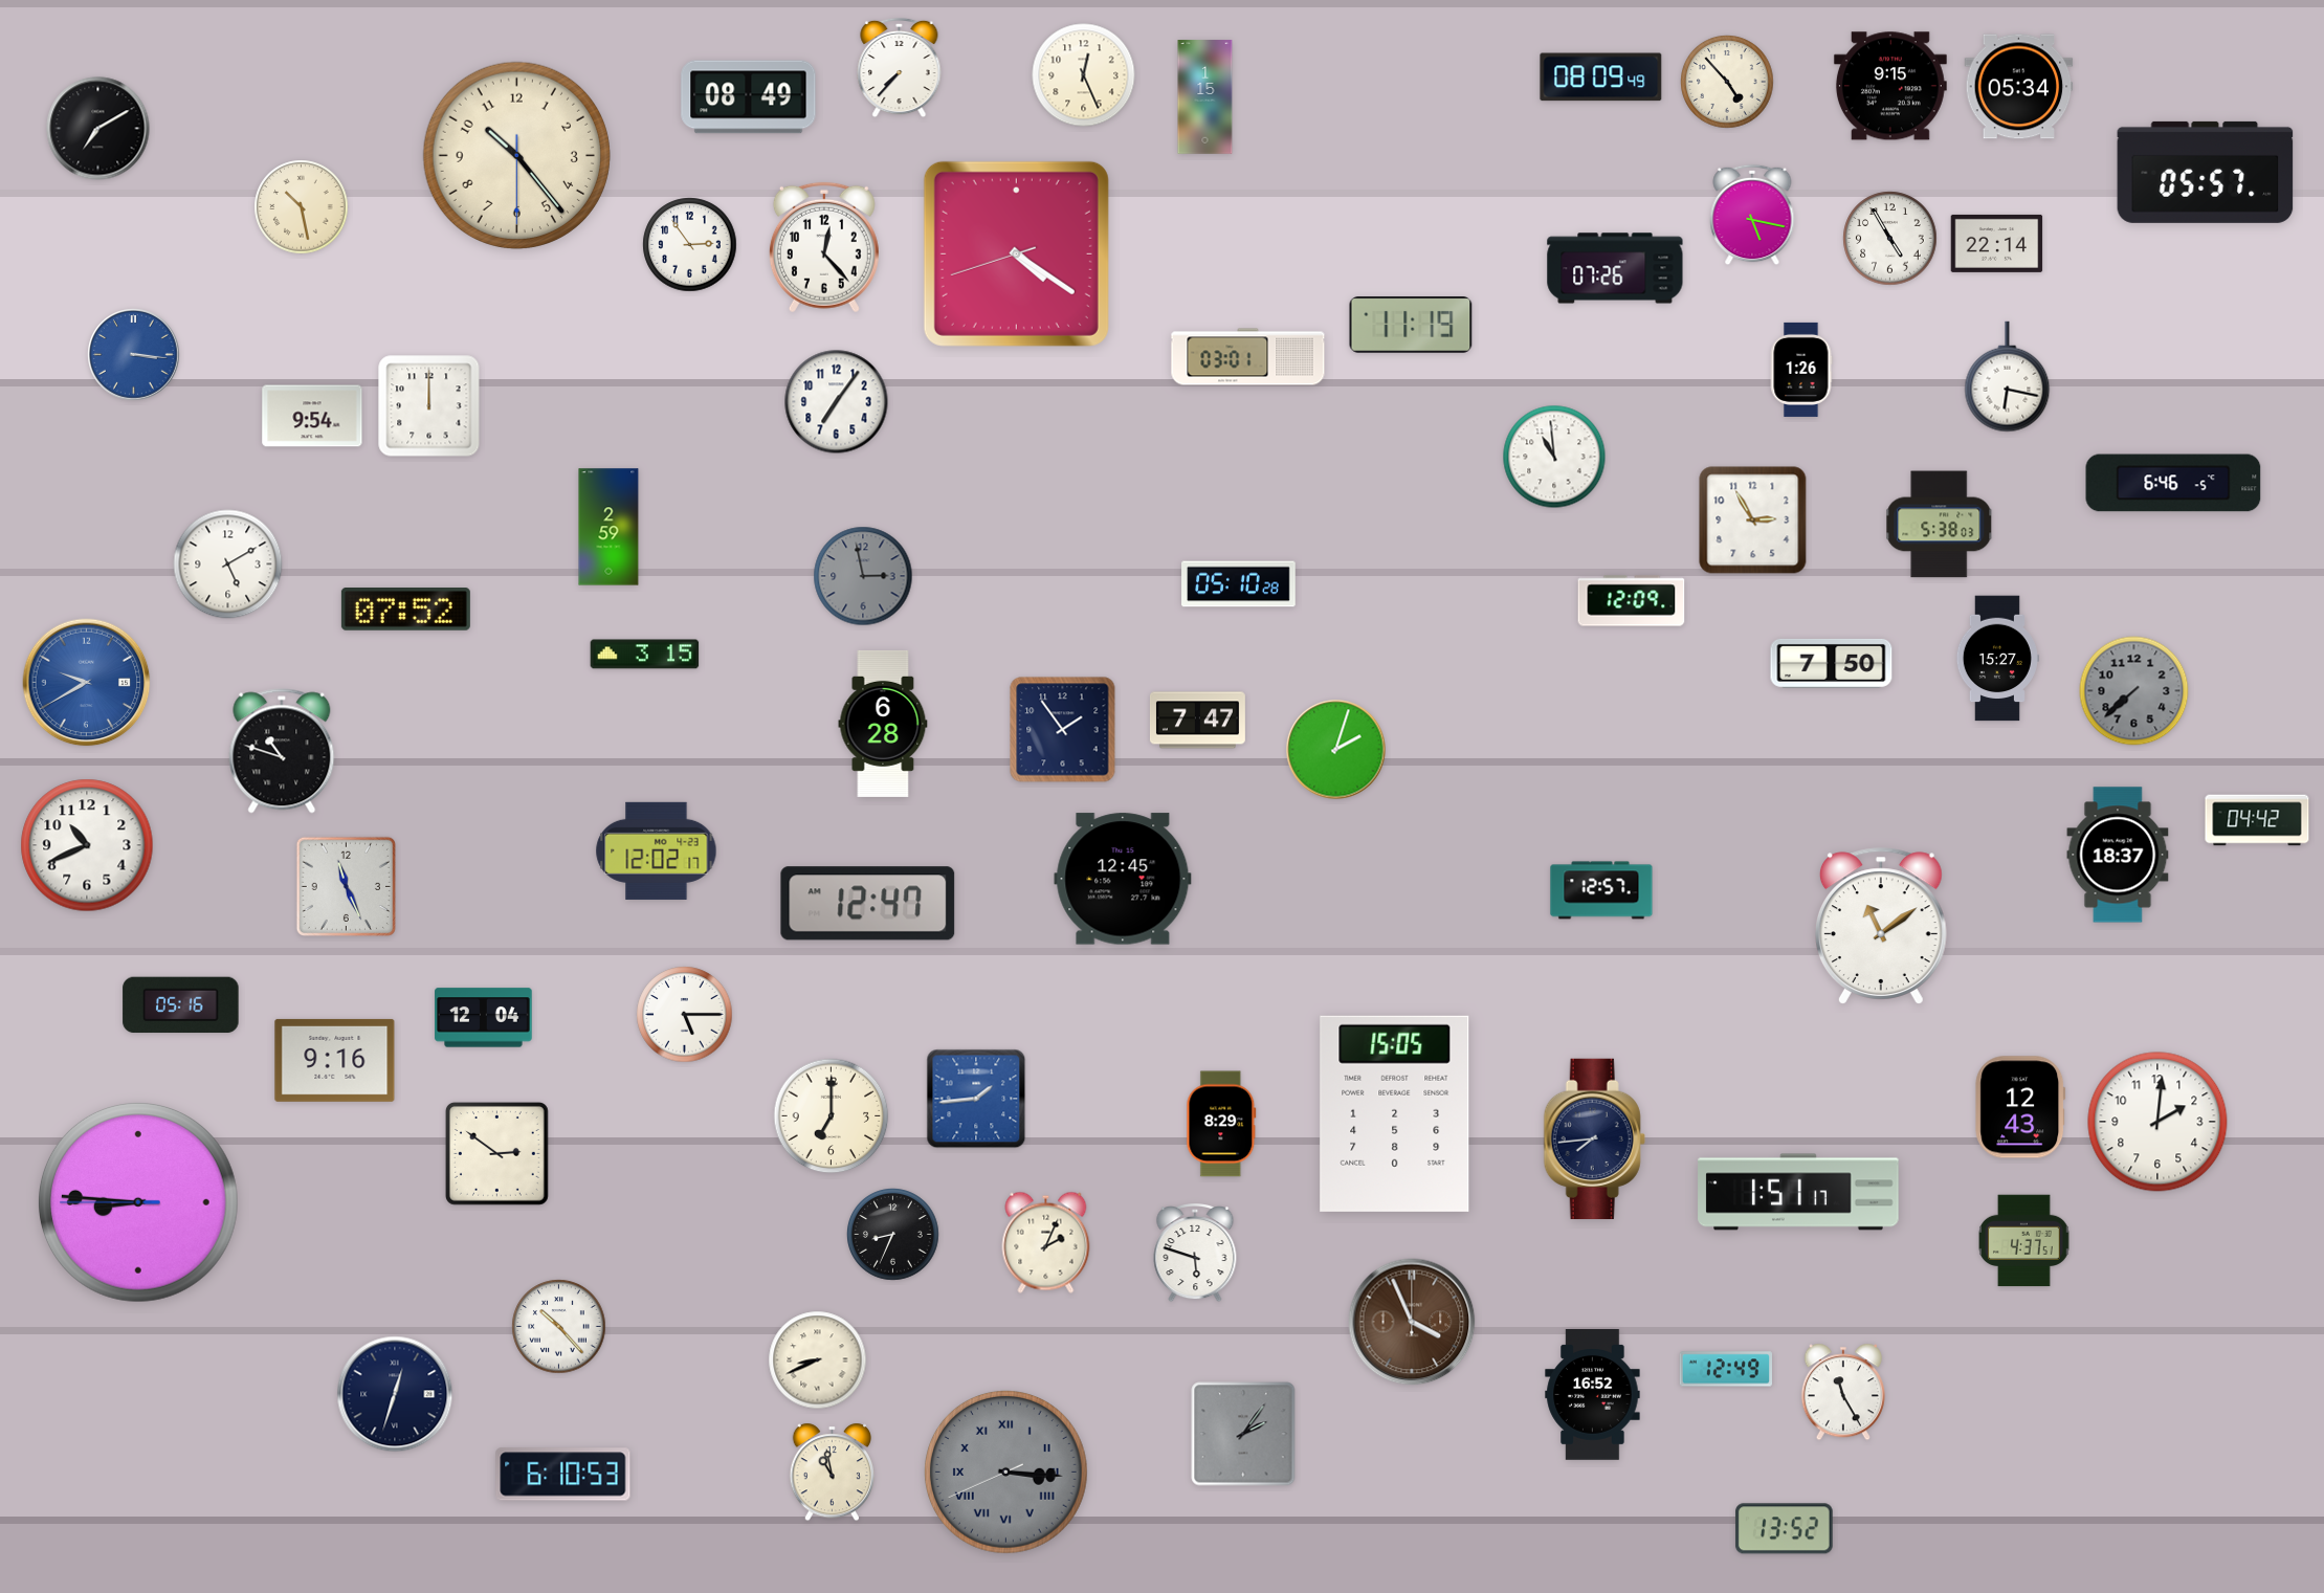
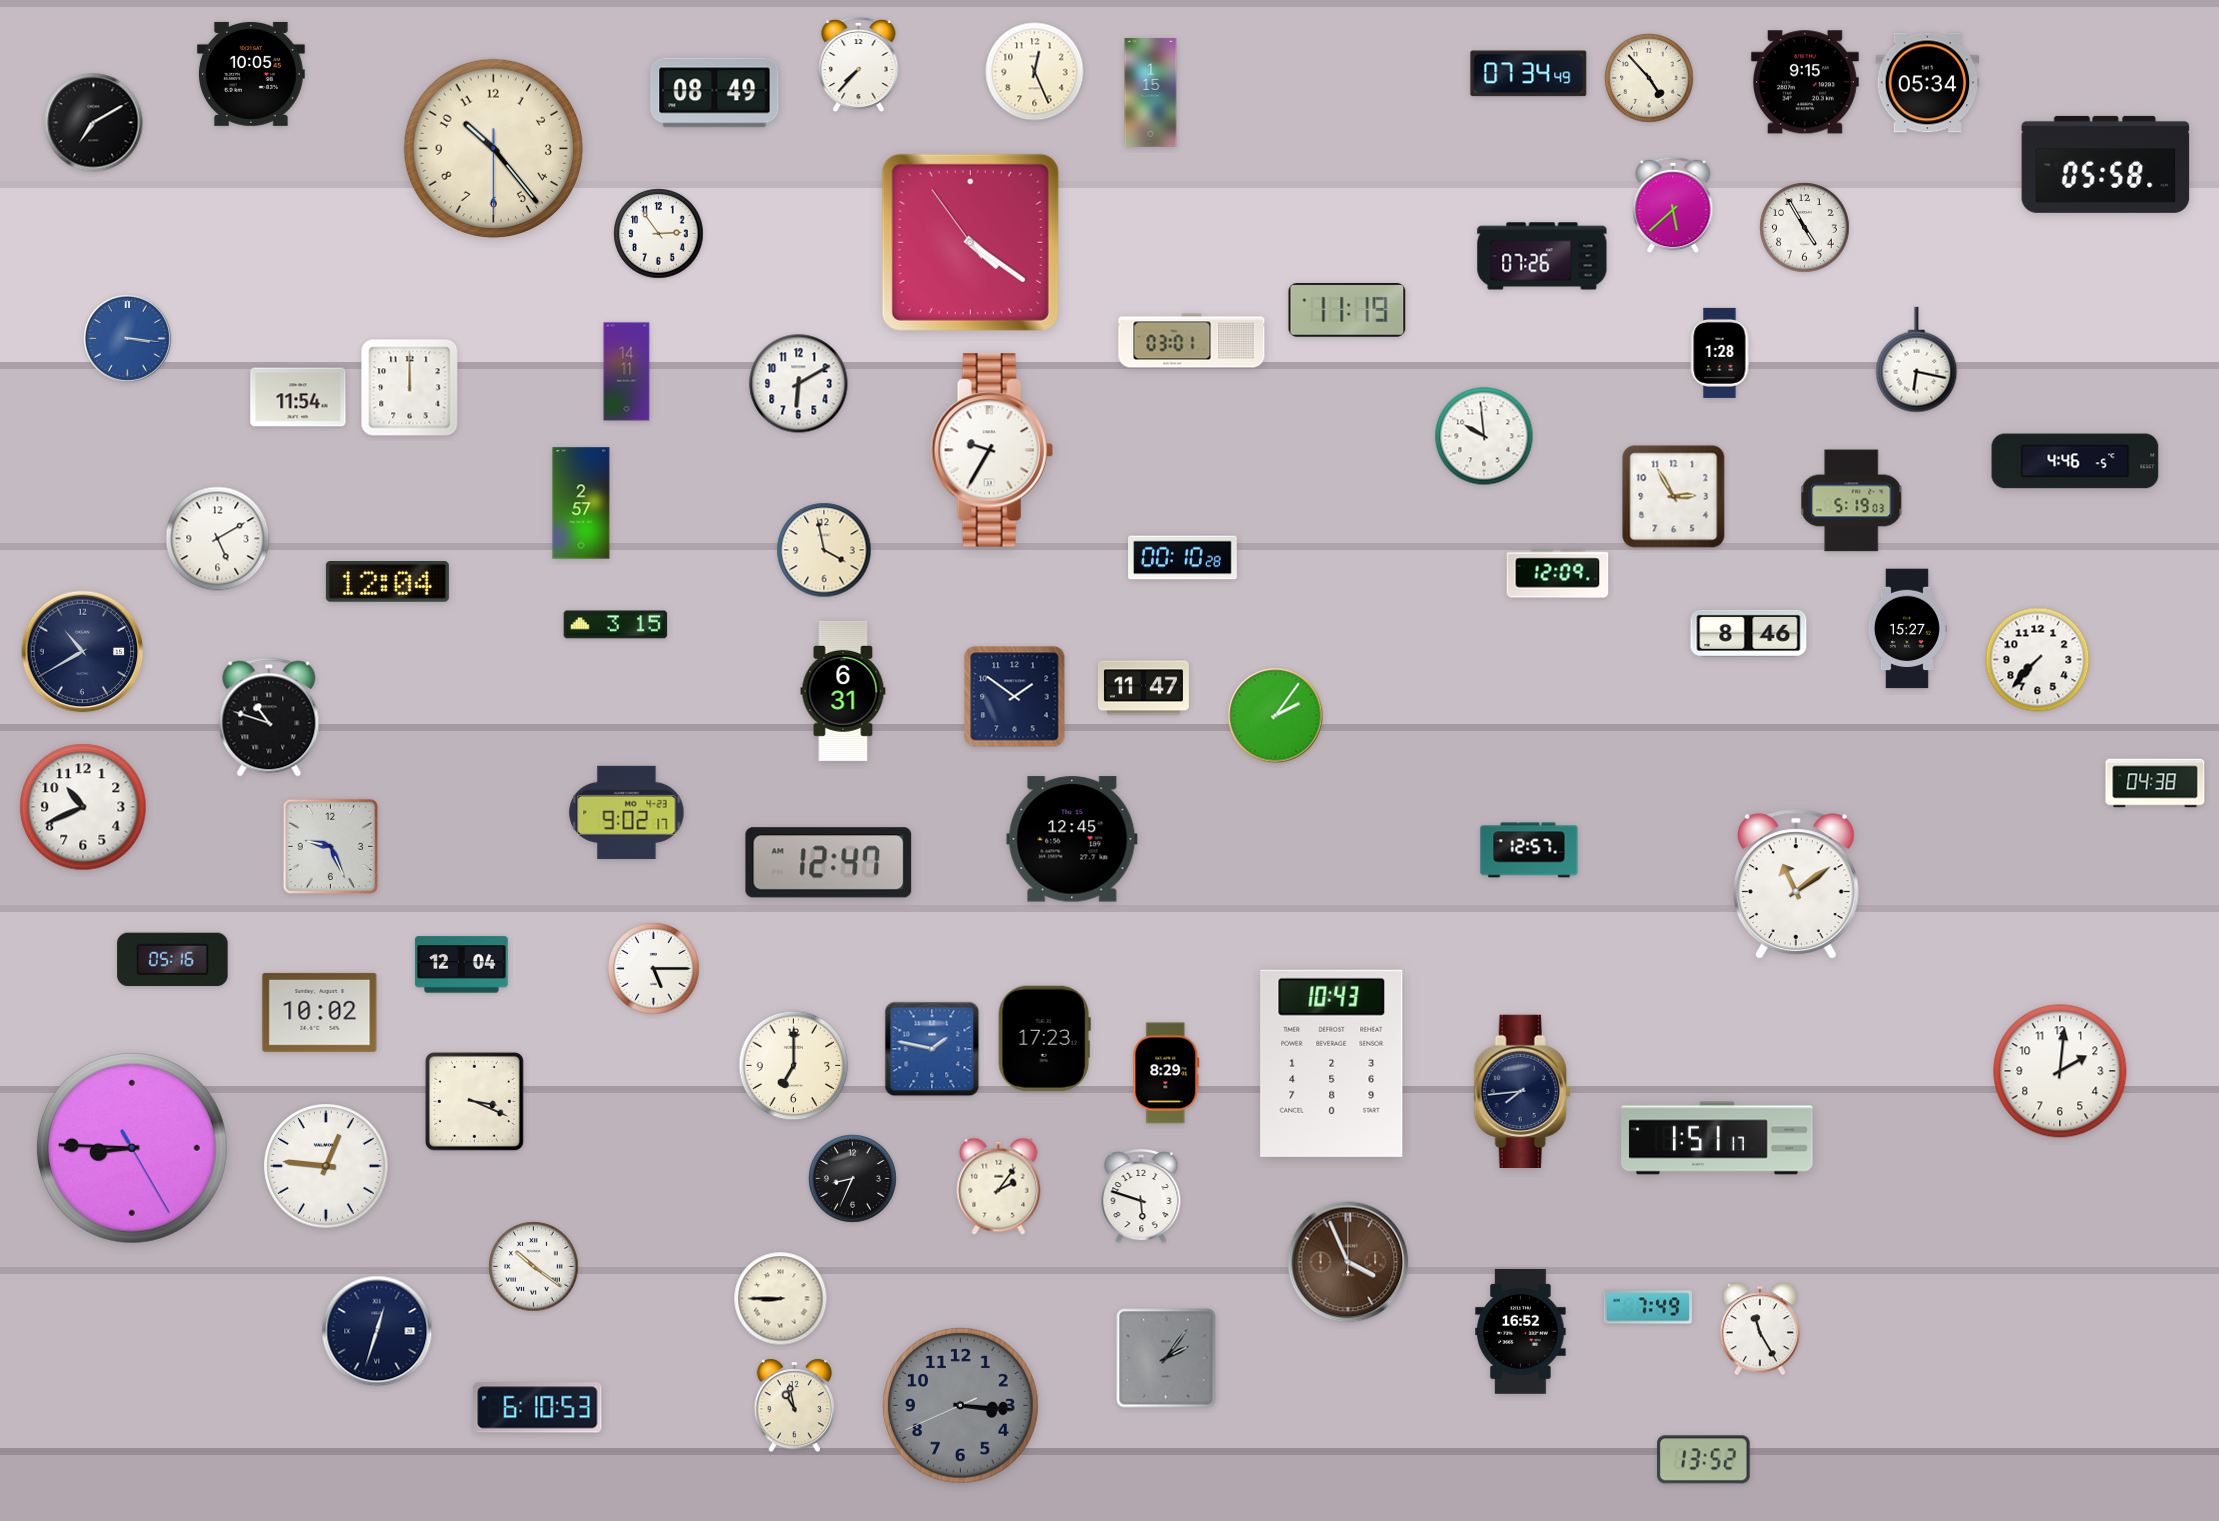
clock at (251, 74): none -> 10:05
clock at (1601, 78): 08:09 -> 07:34
clock at (2206, 172): 05:57 -> 05:58
clock at (302, 207): 10:28 -> none
clock at (1752, 215): 5:17 -> 5:38
clock at (1997, 243): 22:14 -> none
clock at (824, 247): 12:23 -> none
clock at (1016, 253): 4:20:42 -> 4:20:54
clock at (1801, 370): 1:26 -> 1:28
clock at (627, 372): none -> 14:11
clock at (837, 402): 7:06 -> 6:10
clock at (312, 416): 9:54 -> 11:54
clock at (1554, 457): 10:59 -> 9:59
clock at (992, 450): none -> 9:35
clock at (2173, 483): 6:46 -> 4:46
clock at (1940, 525): 5:38 -> 5:19
clock at (608, 527): 2:59 -> 2:57
clock at (863, 576): 2:58 -> 3:58
clock at (863, 576) dial: grey -> cream
clock at (1239, 584): 05:10 -> 00:10
clock at (405, 610): 07:52 -> 12:04
clock at (1832, 663): 7:50 -> 8:46
clock at (87, 683): 9:40 -> 10:40
clock at (87, 683) dial: blue -> navy
clock at (2134, 691): 7:38 -> 7:37
clock at (2134, 691) dial: grey -> white
clock at (1197, 721): 7:47 -> 11:47
clock at (883, 724): 6:28 -> 6:31
clock at (1063, 730): 1:54 -> 1:51
clock at (1336, 750): 2:03 -> 2:06
clock at (2257, 820): 04:42 -> 04:38
clock at (657, 850): 12:02 -> 9:02
clock at (2118, 855): 18:37 -> none
clock at (346, 886): 11:26 -> 9:26
clock at (484, 1018) position: (484, 1018) -> (462, 965)
clock at (335, 1060): 9:16 -> 10:02
clock at (1044, 1038): none -> 17:23
clock at (976, 1099): 1:44 -> 1:47
clock at (2020, 1107): 12:43 -> none
clock at (1395, 1113): 15:05 -> 10:43
clock at (1594, 1138) position: (1594, 1138) -> (1522, 1091)
clock at (496, 1153): 2:51 -> 3:19
clock at (138, 1202): 8:45:45 -> 8:45:25
clock at (326, 1166): none -> 12:46
clock at (2024, 1241): 4:37 -> none
clock at (1046, 1242): 2:04 -> 2:06
clock at (559, 1327): 10:23 -> 10:21
clock at (818, 1360): 8:41 -> 8:45
clock at (1725, 1369): 12:49 -> 7:49
clock at (1243, 1434) position: (1243, 1434) -> (1166, 1358)
clock at (1005, 1472) numerals: Roman -> Arabic
